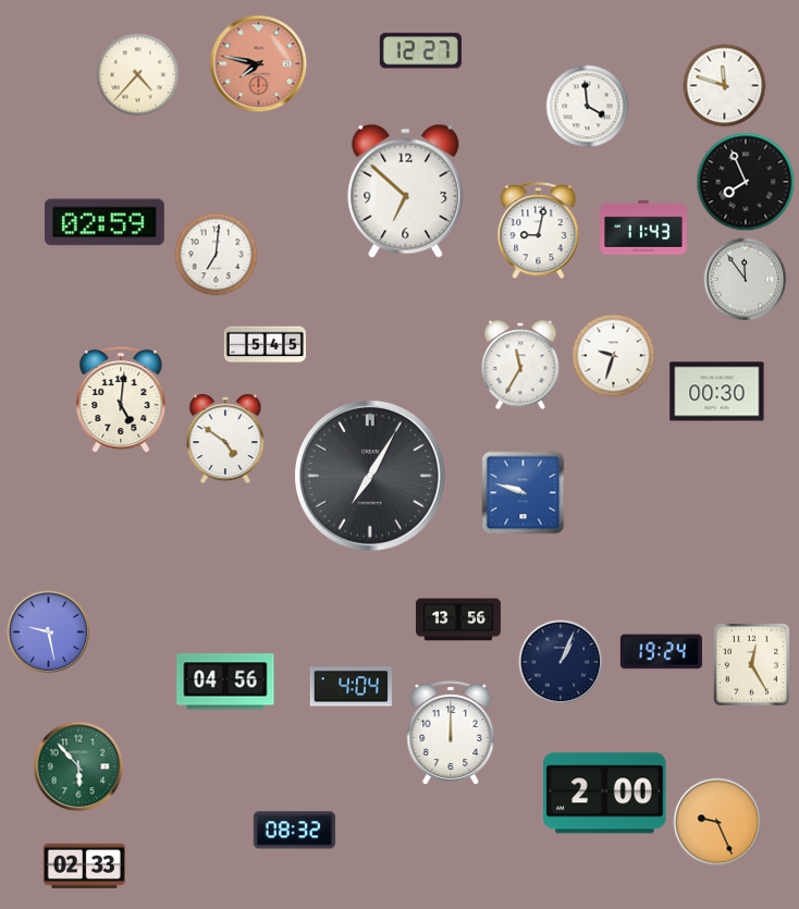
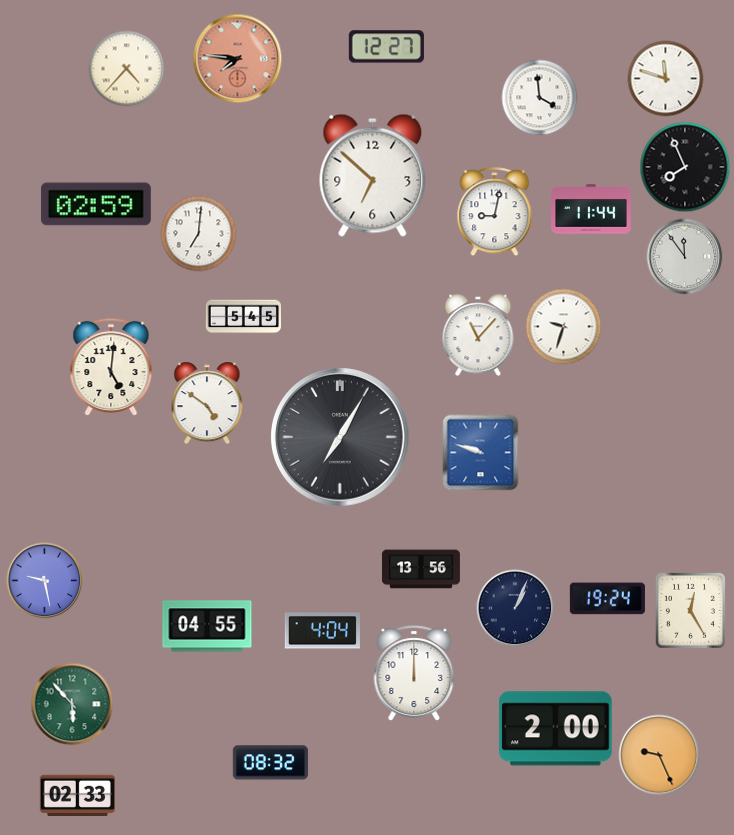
clock at (259, 64): 7:47 -> 7:46
clock at (643, 228): 11:43 -> 11:44
clock at (520, 365): 11:35 -> 11:07
clock at (717, 392): 00:30 -> none
clock at (225, 681): 04:56 -> 04:55
